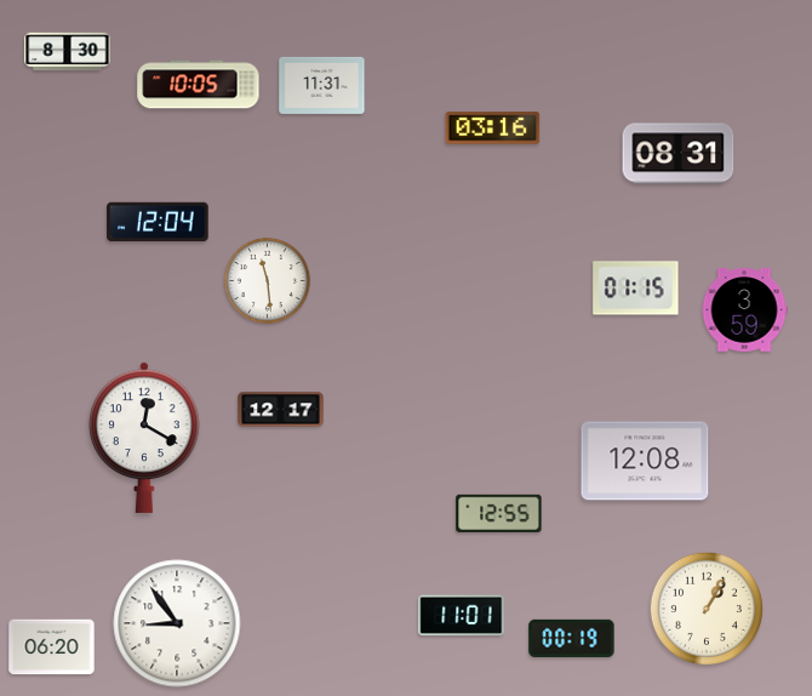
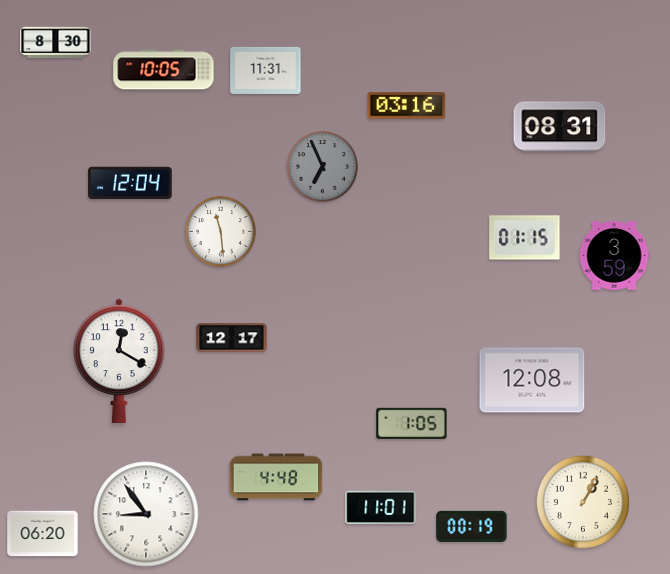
clock at (323, 167): none -> 6:56
clock at (499, 513): 12:55 -> 1:05
clock at (276, 477): none -> 4:48
